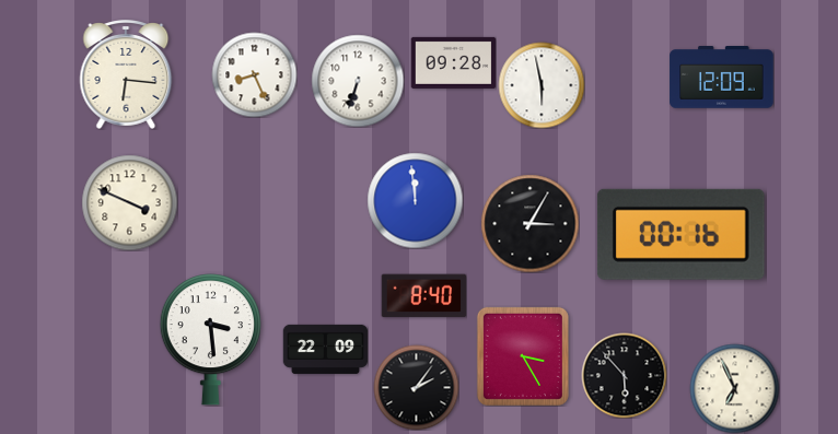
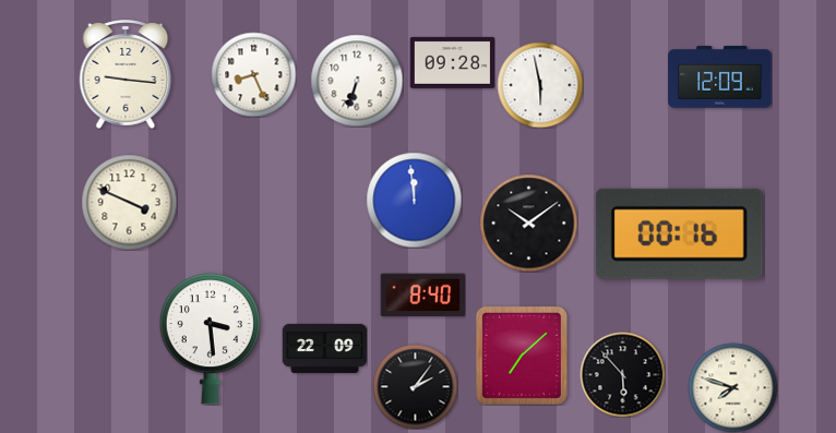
clock at (126, 75): 6:16 -> 9:16
clock at (529, 223): 3:05 -> 10:09
clock at (523, 356): 3:25 -> 7:08
clock at (734, 388): 6:56 -> 7:48
